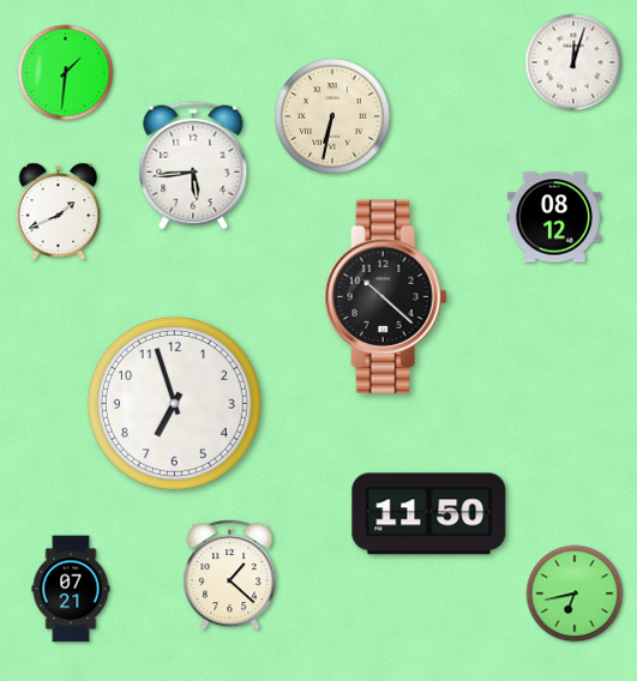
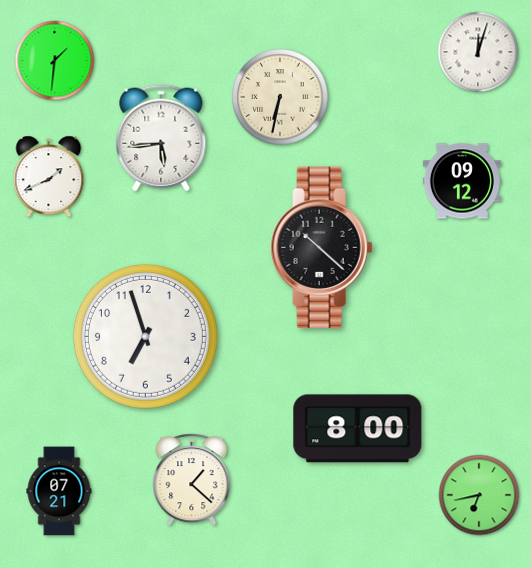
clock at (332, 116) position: (332, 116) -> (280, 97)
clock at (554, 217): 08:12 -> 09:12
clock at (429, 514): 11:50 -> 8:00
